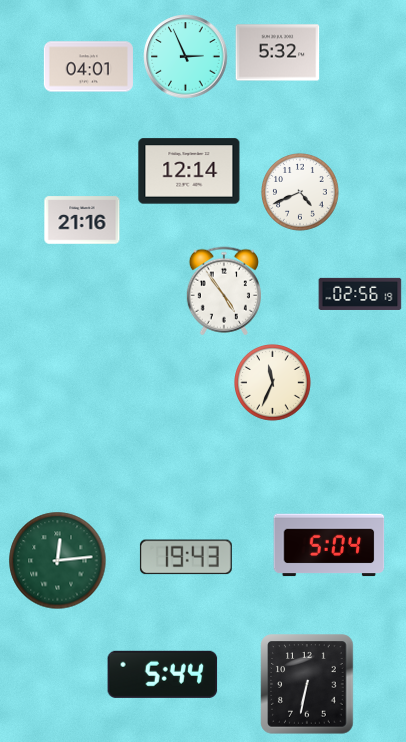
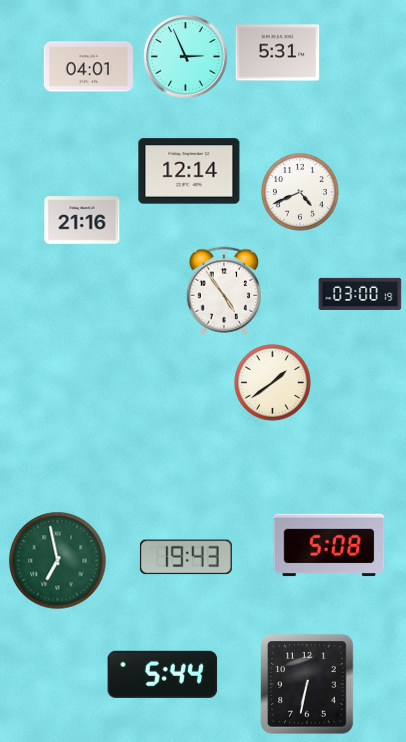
clock at (278, 53): 5:32 -> 5:31
clock at (360, 294): 02:56 -> 03:00
clock at (273, 383): 11:34 -> 1:39
clock at (329, 545): 5:04 -> 5:08
clock at (58, 561): 12:14 -> 6:58
